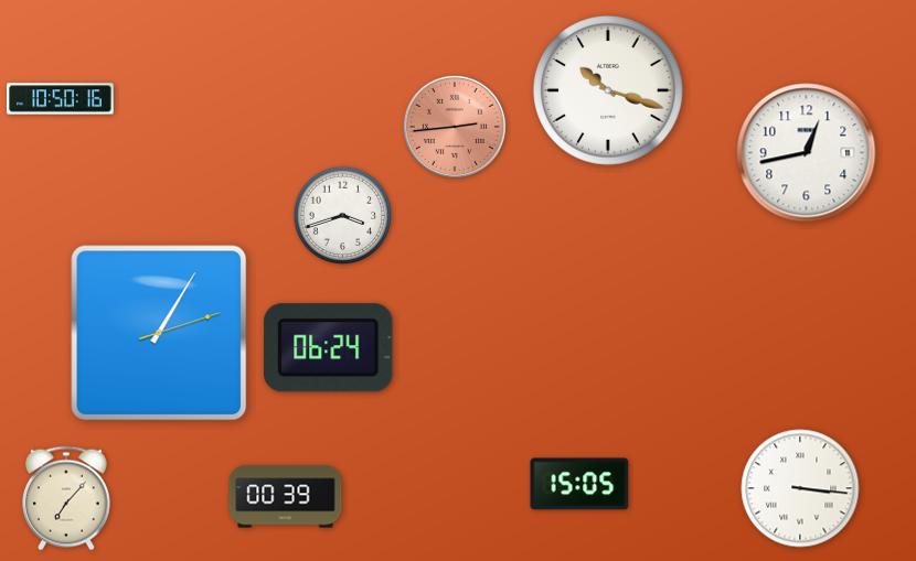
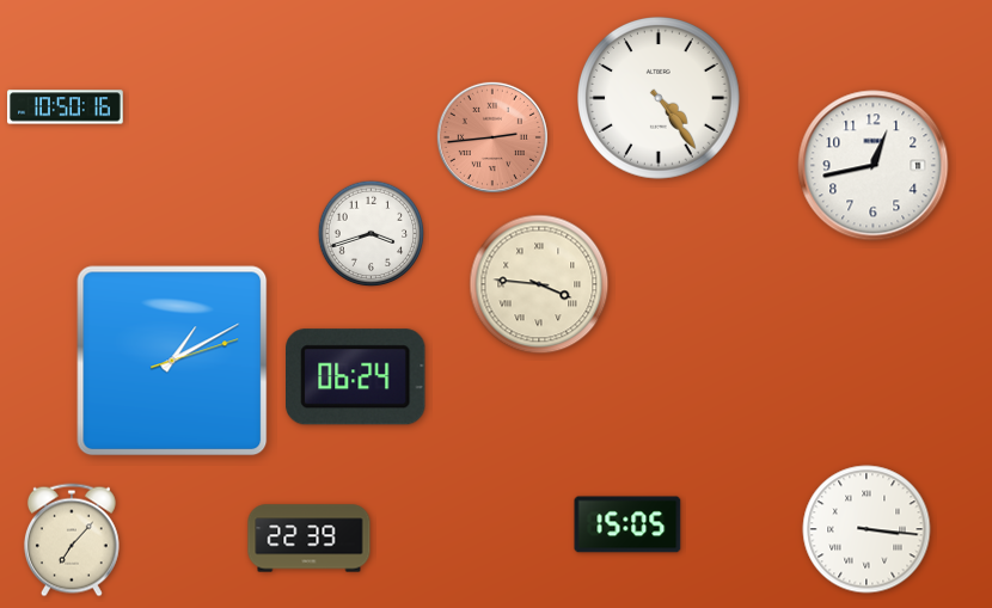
clock at (609, 91): 10:18 -> 4:24
clock at (539, 284): none -> 3:46
clock at (159, 333): 1:05 -> 1:10
clock at (286, 497): 00:39 -> 22:39
